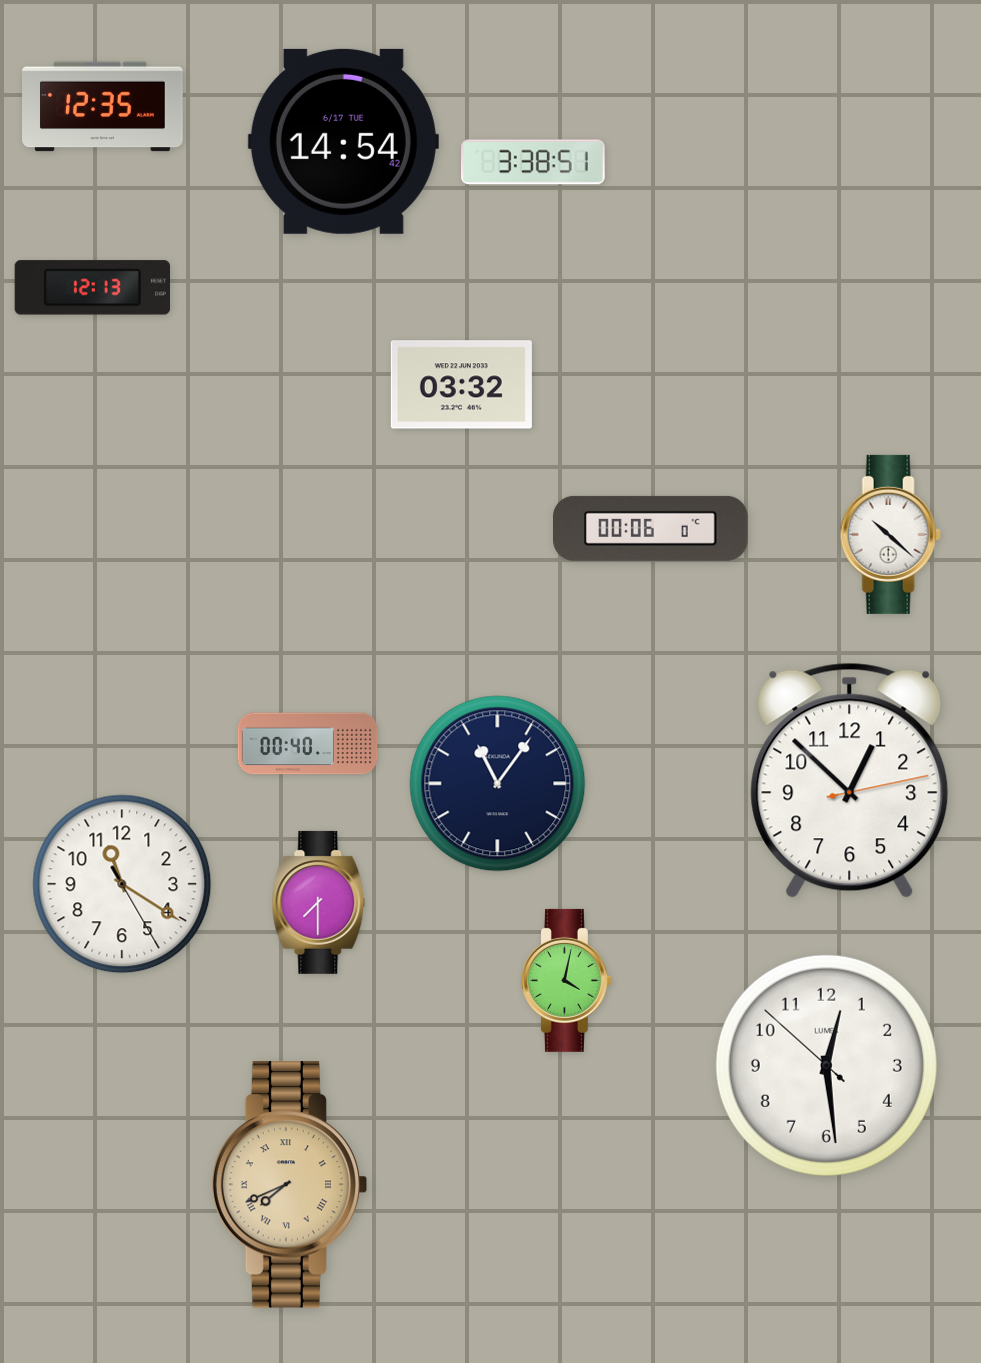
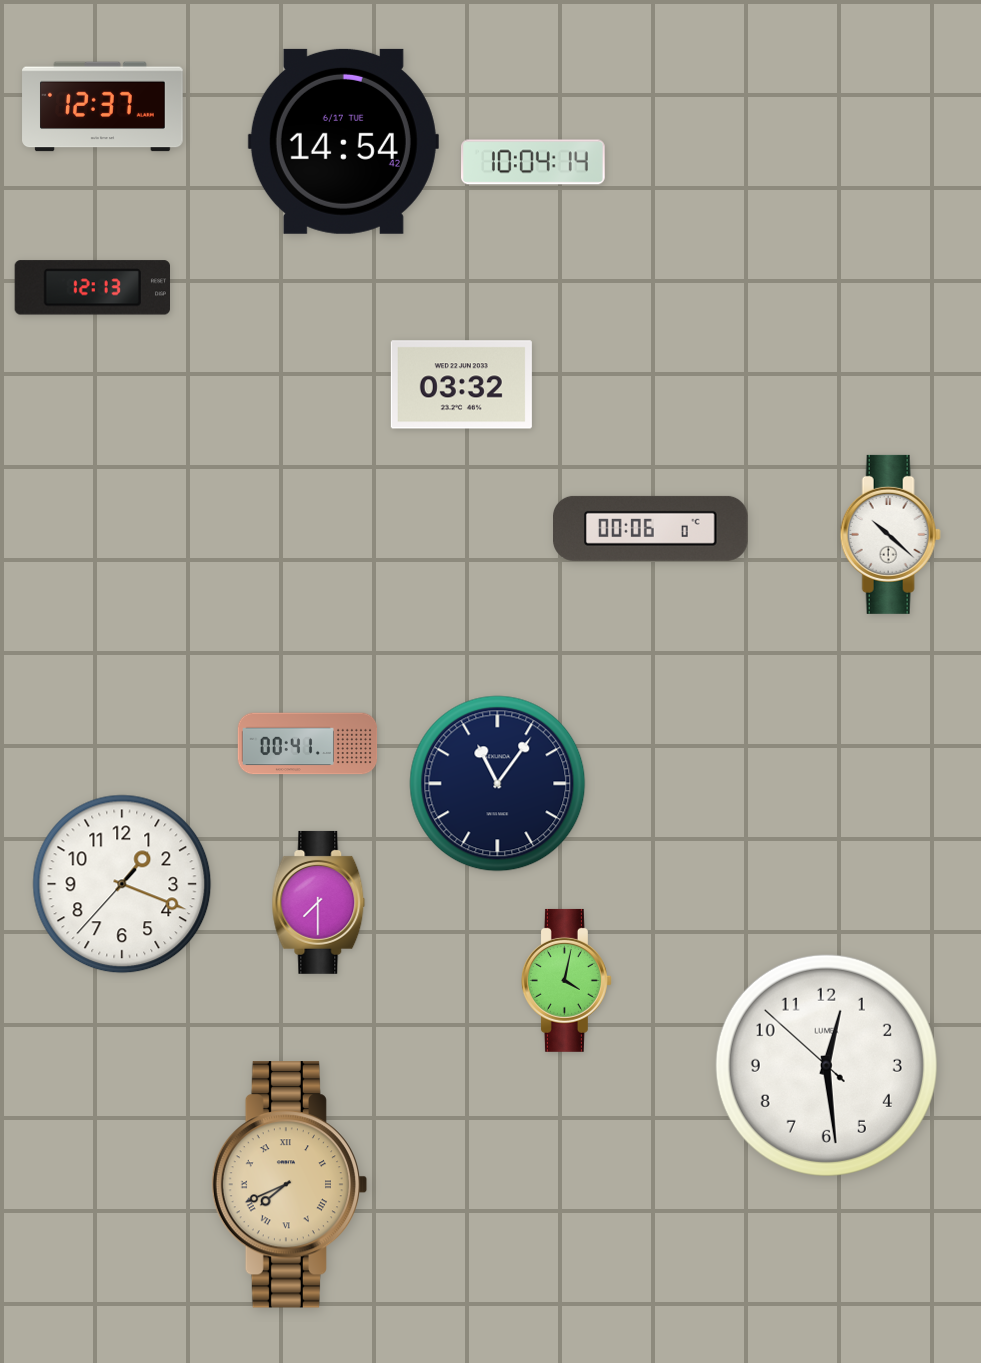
clock at (103, 107): 12:35 -> 12:37
clock at (534, 162): 3:38 -> 10:04
clock at (308, 744): 00:40 -> 00:41
clock at (850, 780): 12:52 -> none
clock at (122, 884): 11:20 -> 1:18
